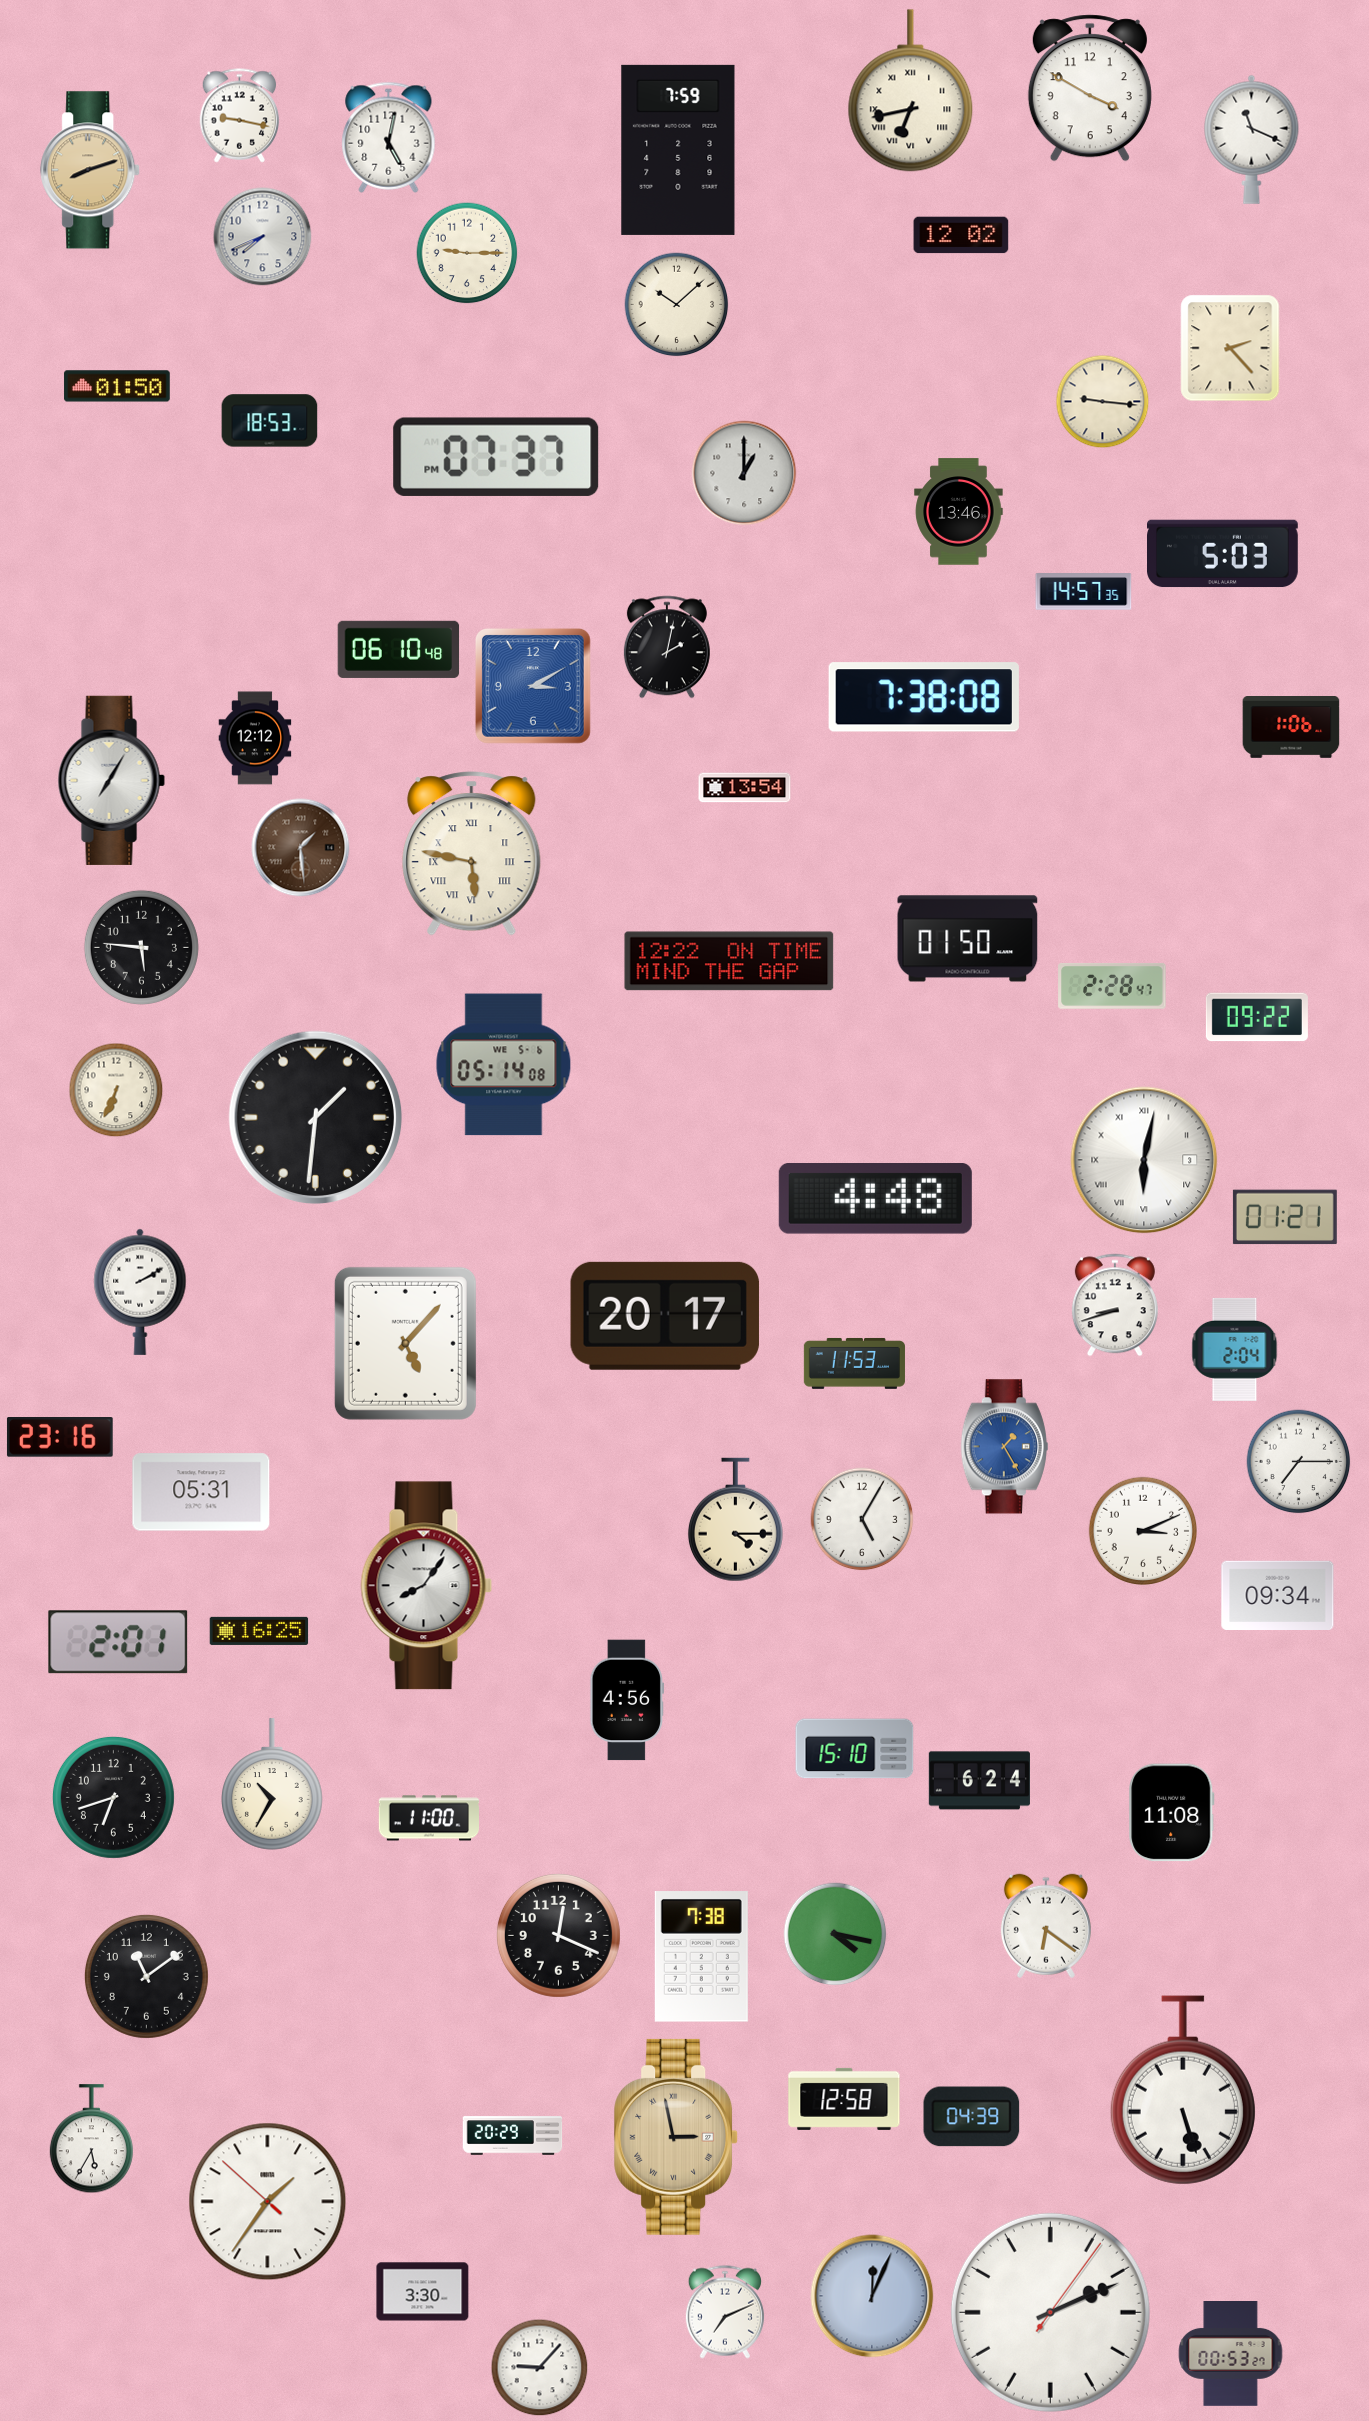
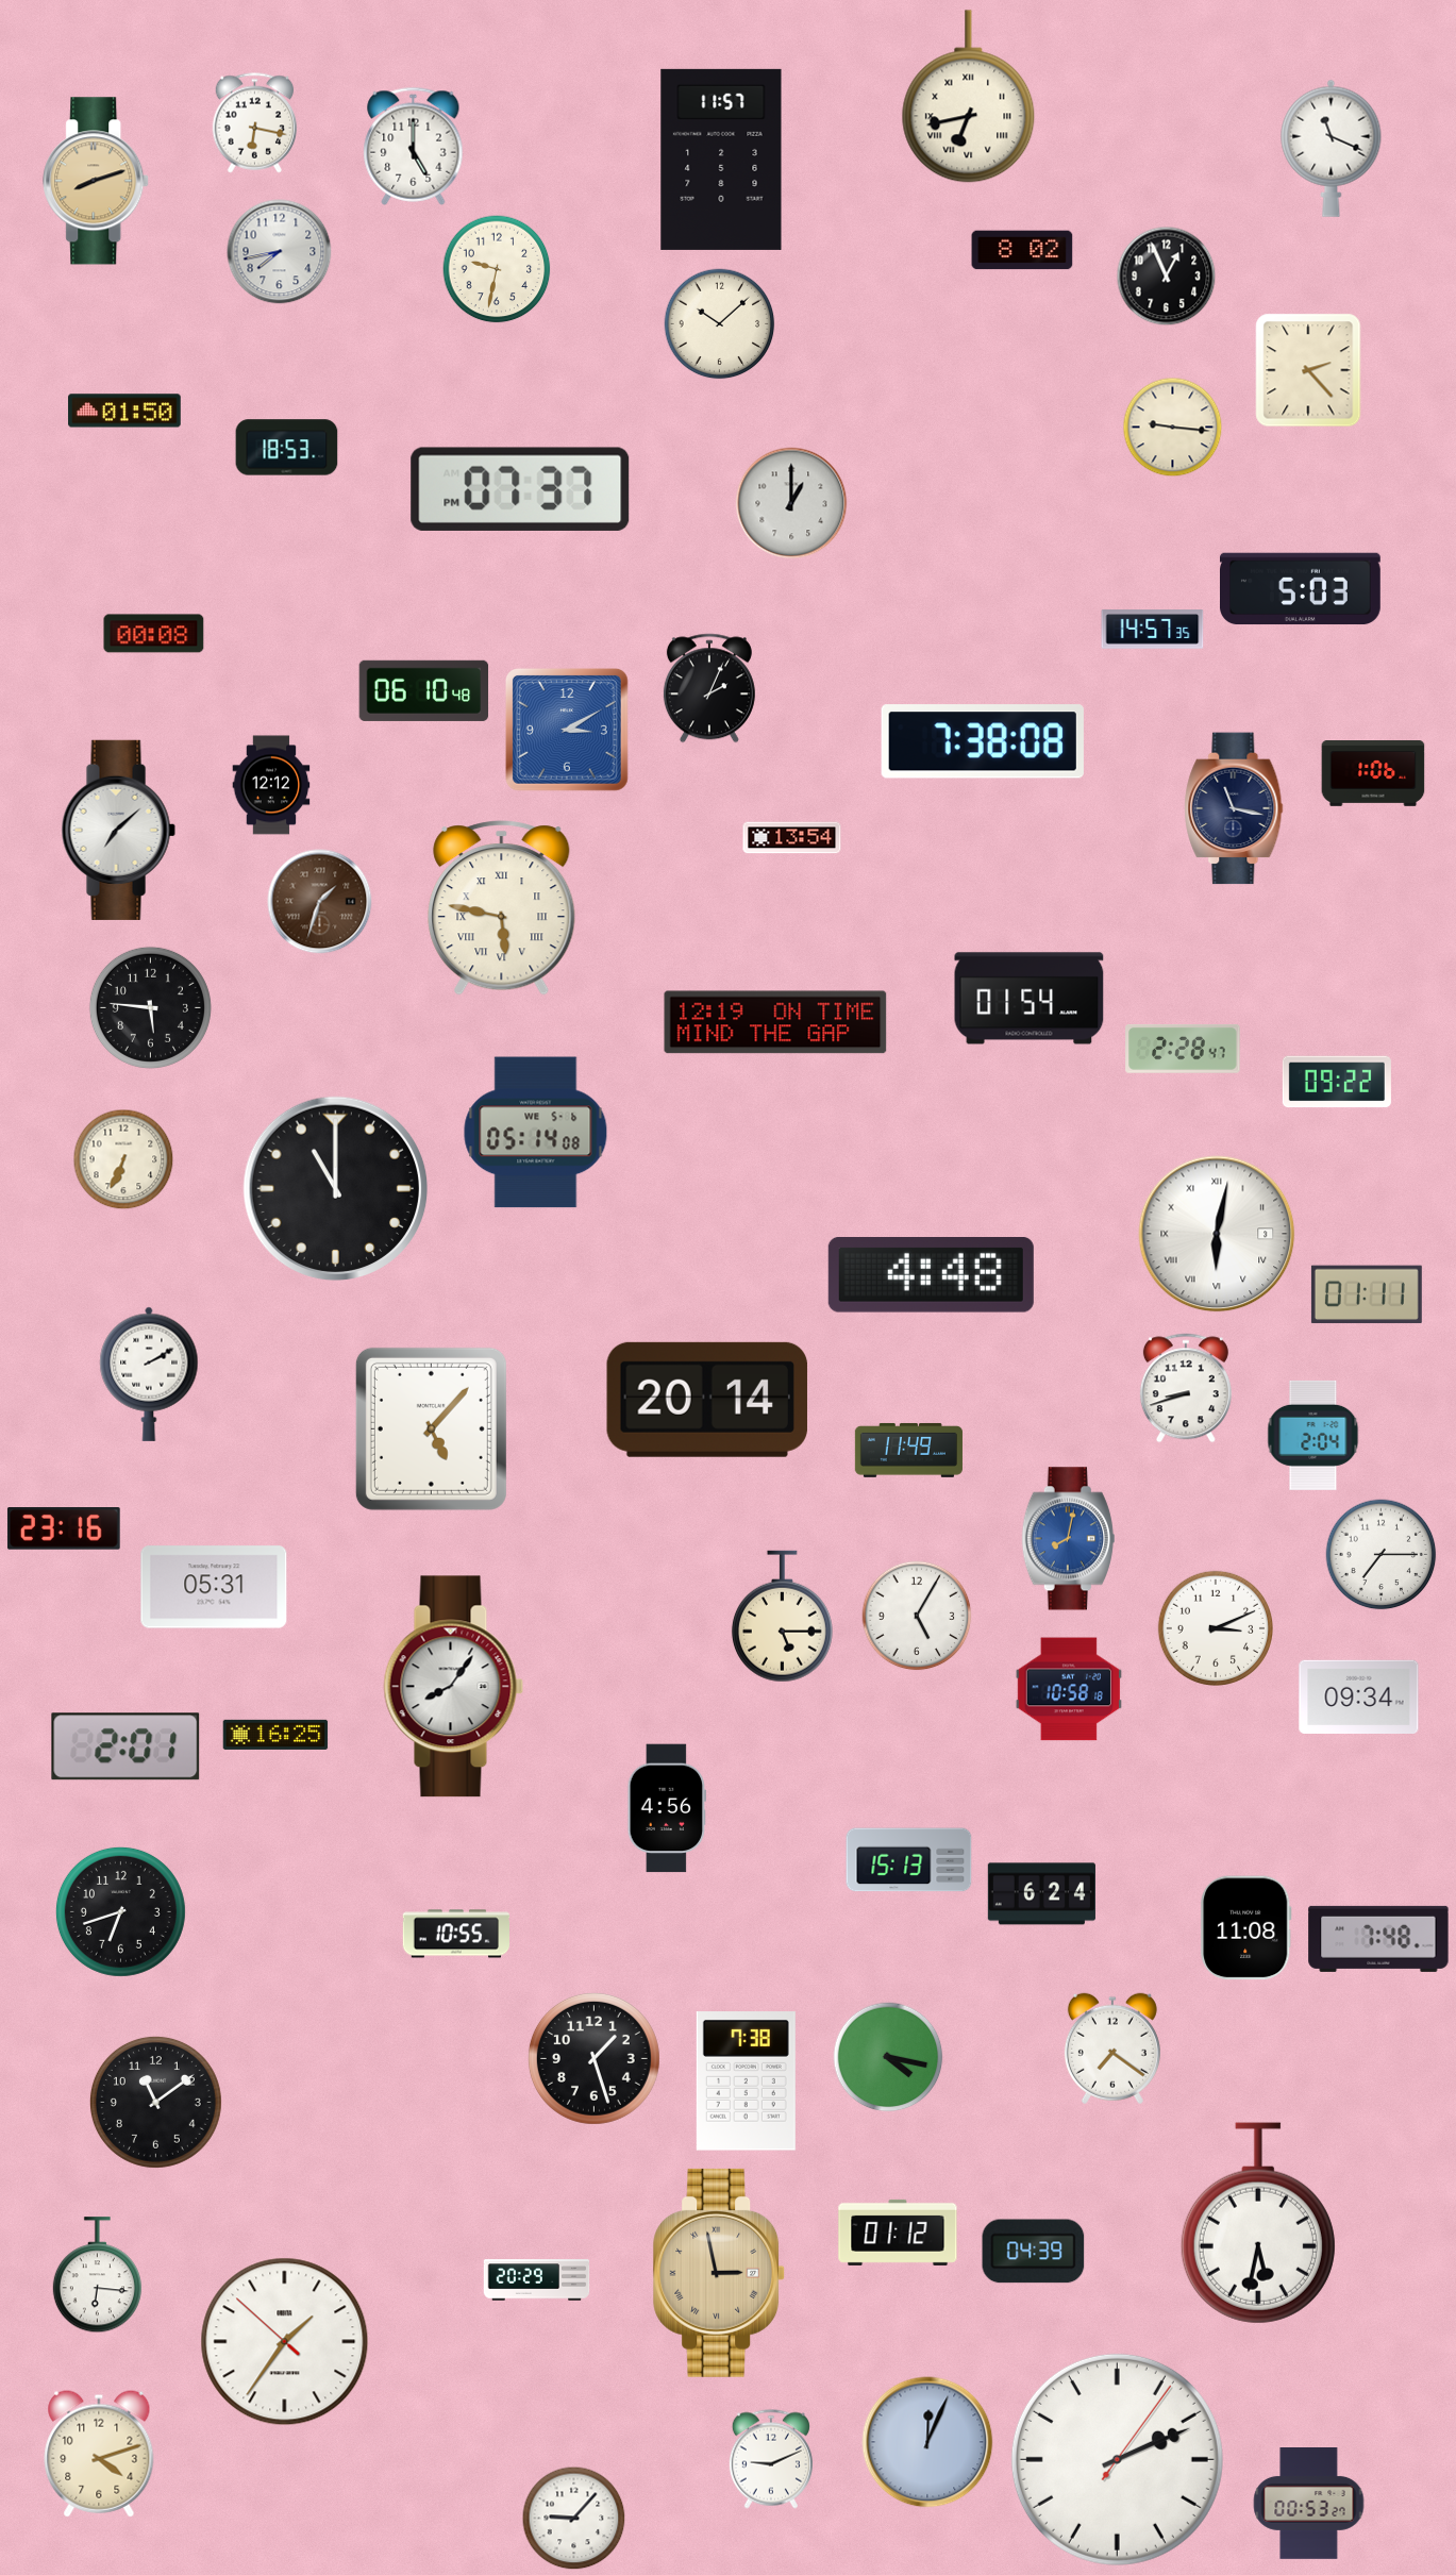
clock at (1090, 88): 3:50 -> none
clock at (240, 116): 9:17 -> 6:17
clock at (389, 137): 5:02 -> 5:00
clock at (678, 150): 7:59 -> 11:57
clock at (961, 235): 12:02 -> 8:02
clock at (263, 237): 7:41 -> 7:43
clock at (467, 253): 9:15 -> 9:32
clock at (1167, 277): none -> 12:56
clock at (496, 457) position: (496, 457) -> (520, 489)
clock at (959, 512): 13:46 -> none
clock at (154, 634): none -> 00:08
clock at (667, 647): 2:02 -> 2:04
clock at (1234, 808): none -> 11:17
clock at (111, 780): 7:05 -> 7:08
clock at (301, 848): 1:29 -> 1:33
clock at (968, 939): 01:50 -> 01:54
clock at (729, 961): 12:22 -> 12:19
clock at (316, 1118): 1:31 -> 11:00
clock at (1285, 1217): 01:21 -> 01:11
clock at (665, 1316): 20:17 -> 20:14
clock at (854, 1363): 11:53 -> 11:49
clock at (1004, 1447): 1:25 -> 8:02
clock at (735, 1520): 4:15 -> 5:15
clock at (1069, 1689): none -> 10:58
clock at (855, 1749): 15:10 -> 15:13
clock at (273, 1784): 10:35 -> none
clock at (428, 1818): 11:00 -> 10:55
clock at (1378, 1939): none -> 7:48
clock at (1046, 1926): 6:21 -> 7:21
clock at (558, 1935): 12:19 -> 1:27
clock at (1183, 2090): 5:27 -> 5:32
clock at (844, 2099): 12:58 -> 01:12
clock at (513, 2136) position: (513, 2136) -> (537, 2280)
clock at (91, 2139): 5:35 -> 6:16
clock at (423, 2292): 3:30 -> none
clock at (99, 2454): none -> 4:12
clock at (725, 2312): 7:11 -> 9:11
